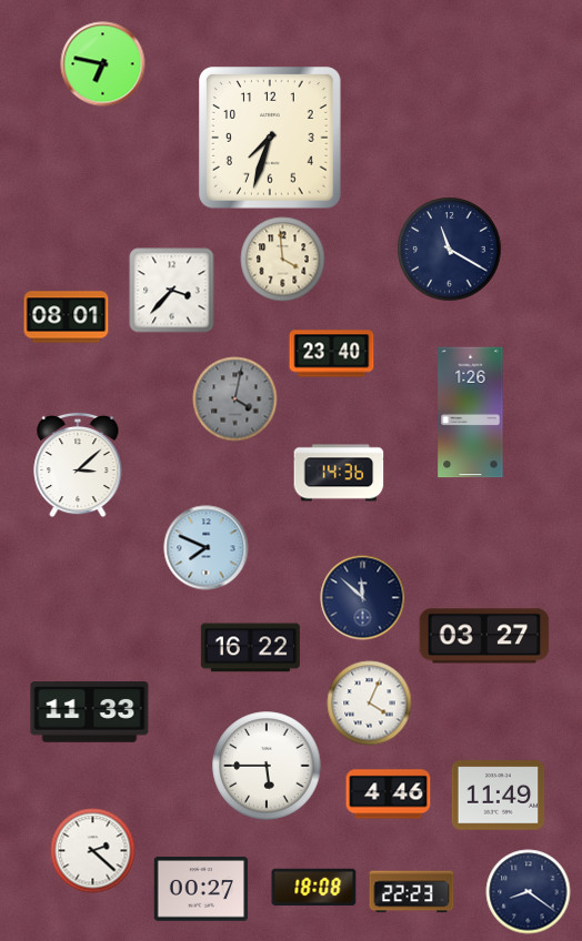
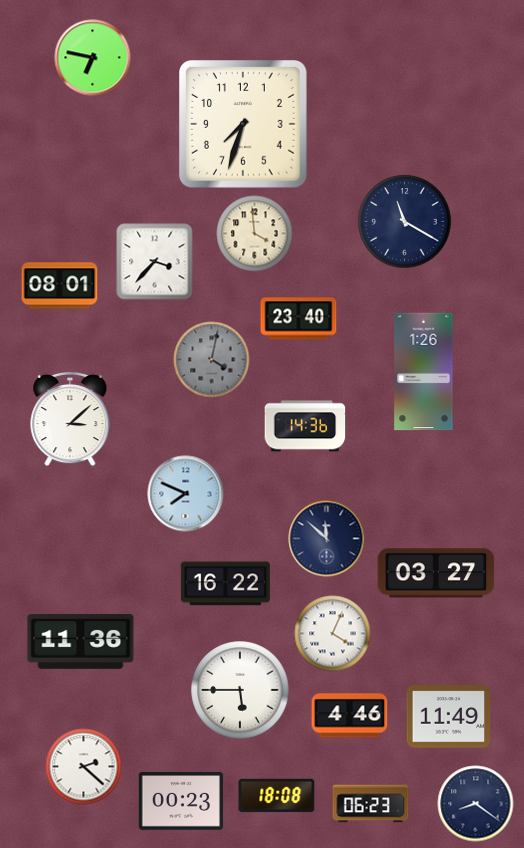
clock at (450, 250) position: (450, 250) -> (405, 222)
clock at (90, 712): 11:33 -> 11:36
clock at (314, 888) position: (314, 888) -> (277, 796)
clock at (201, 889): 00:27 -> 00:23
clock at (412, 892): 22:23 -> 06:23
